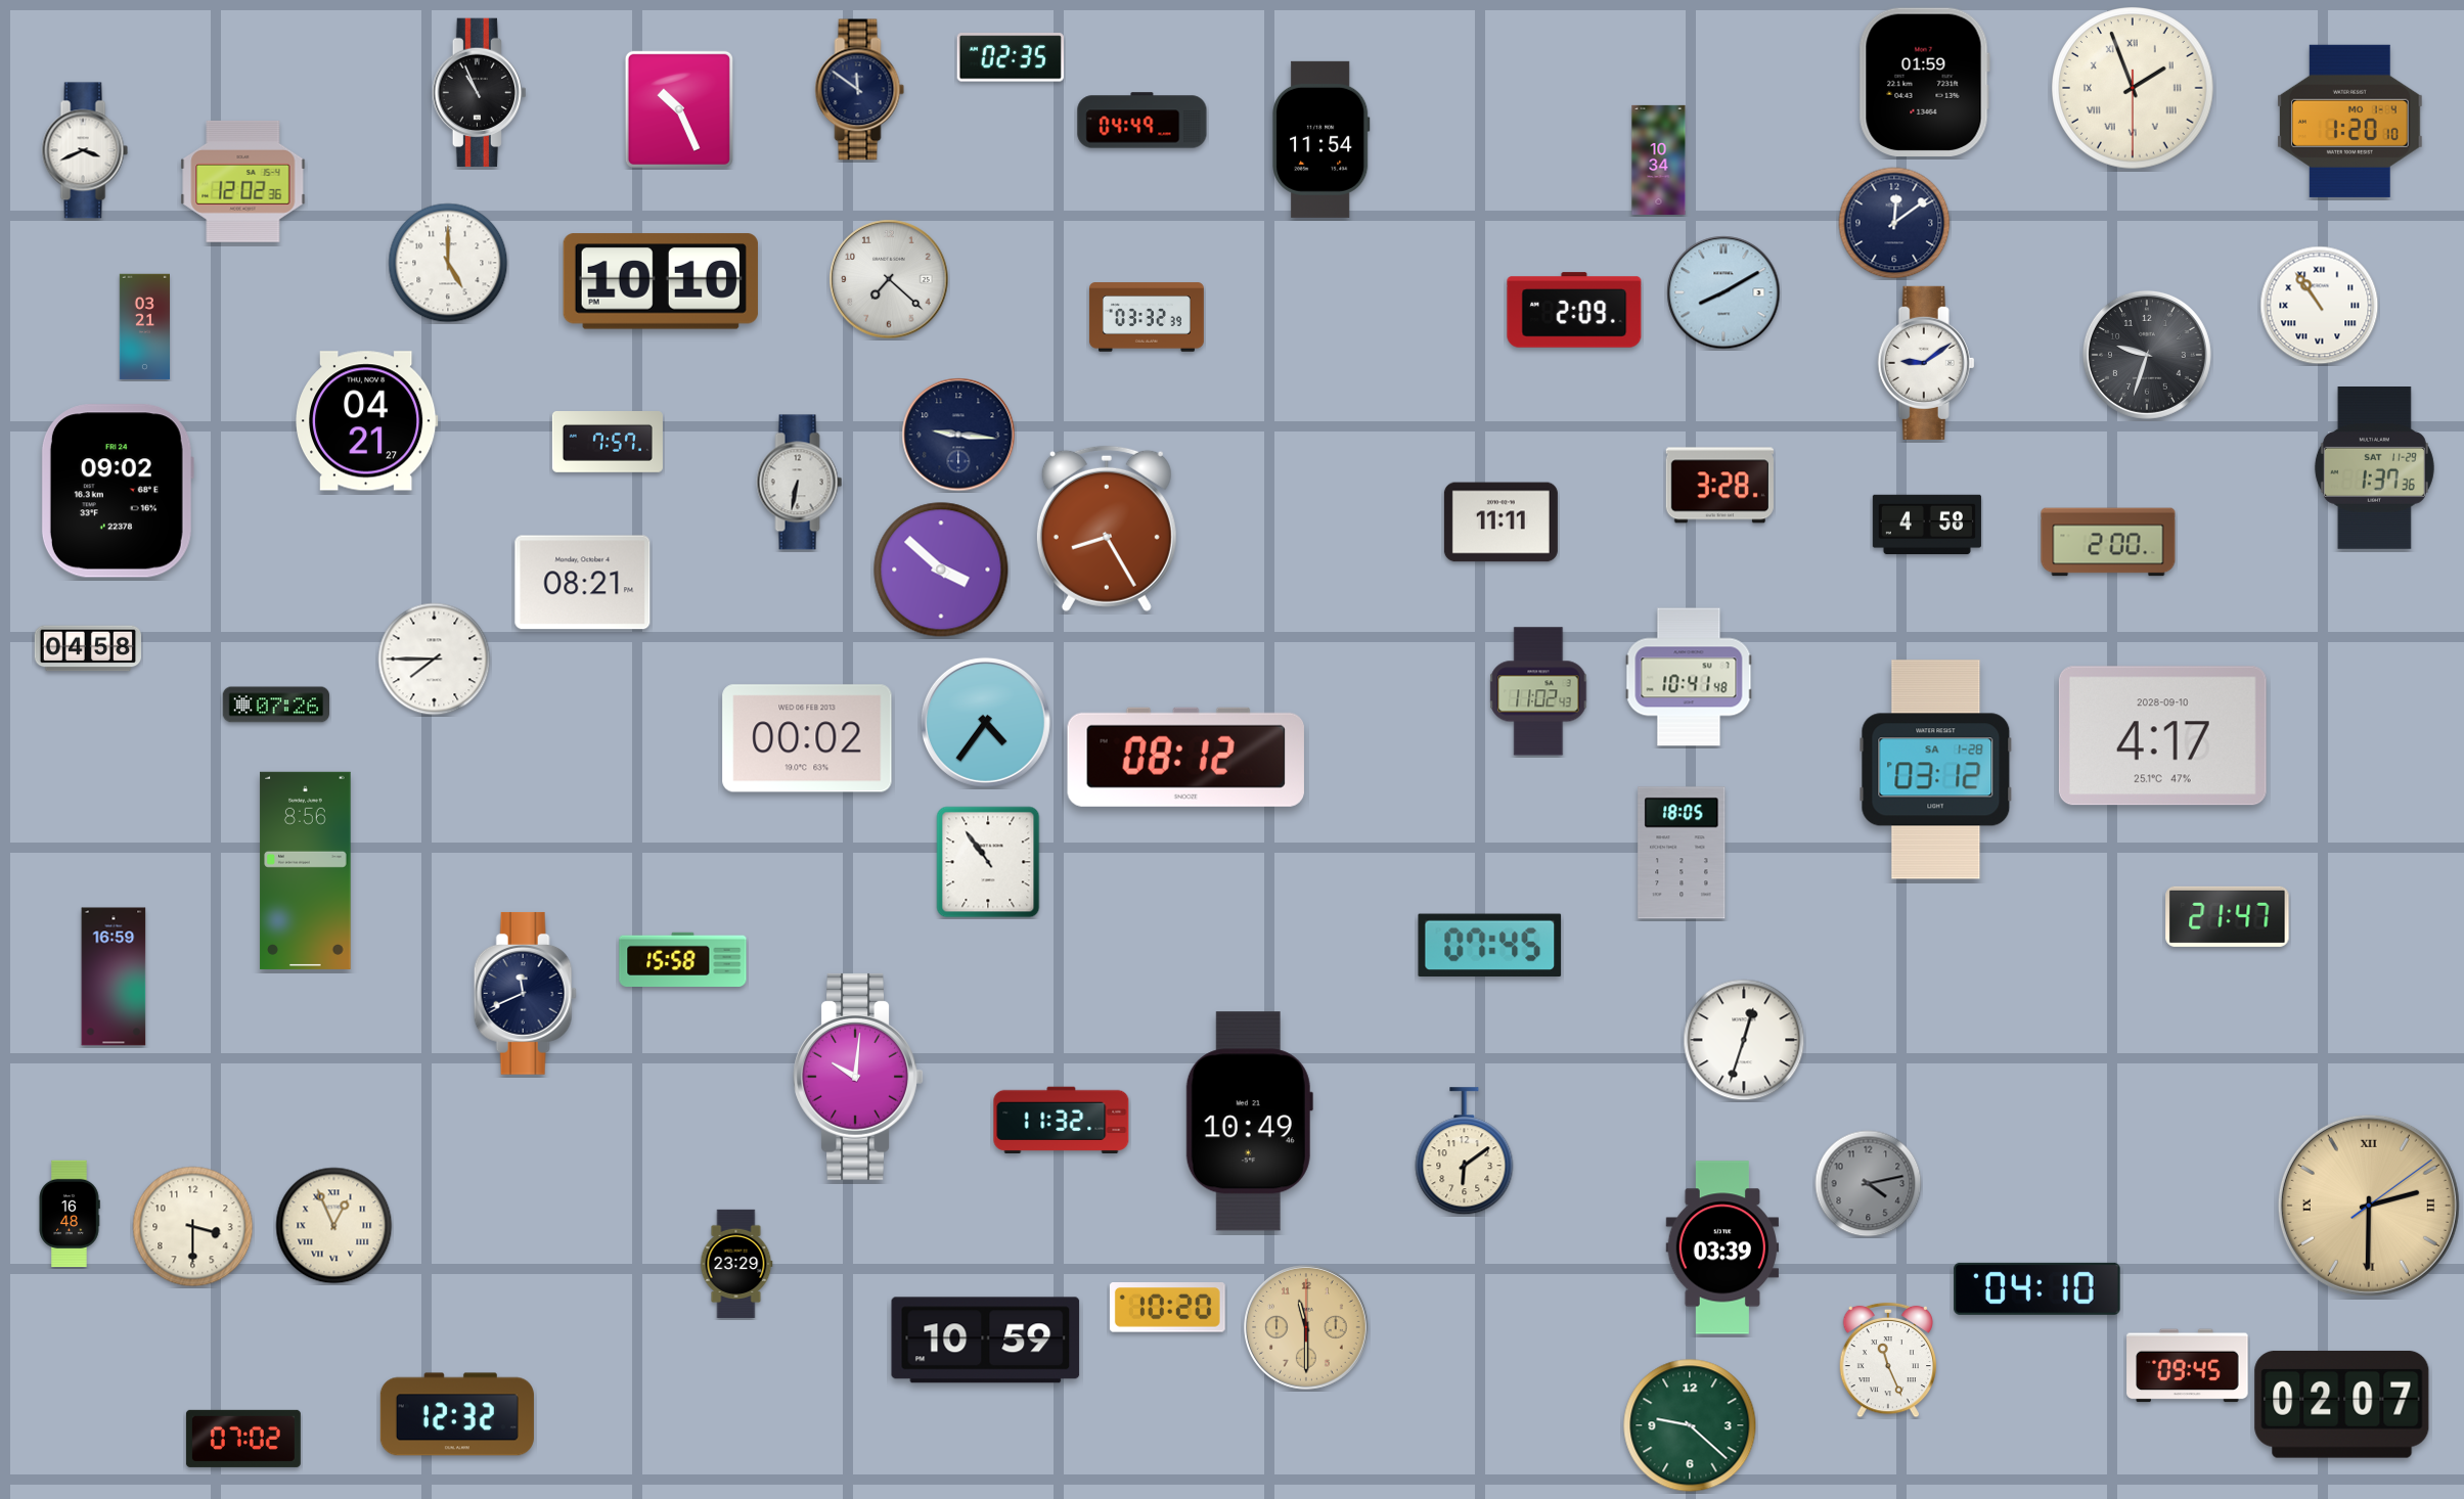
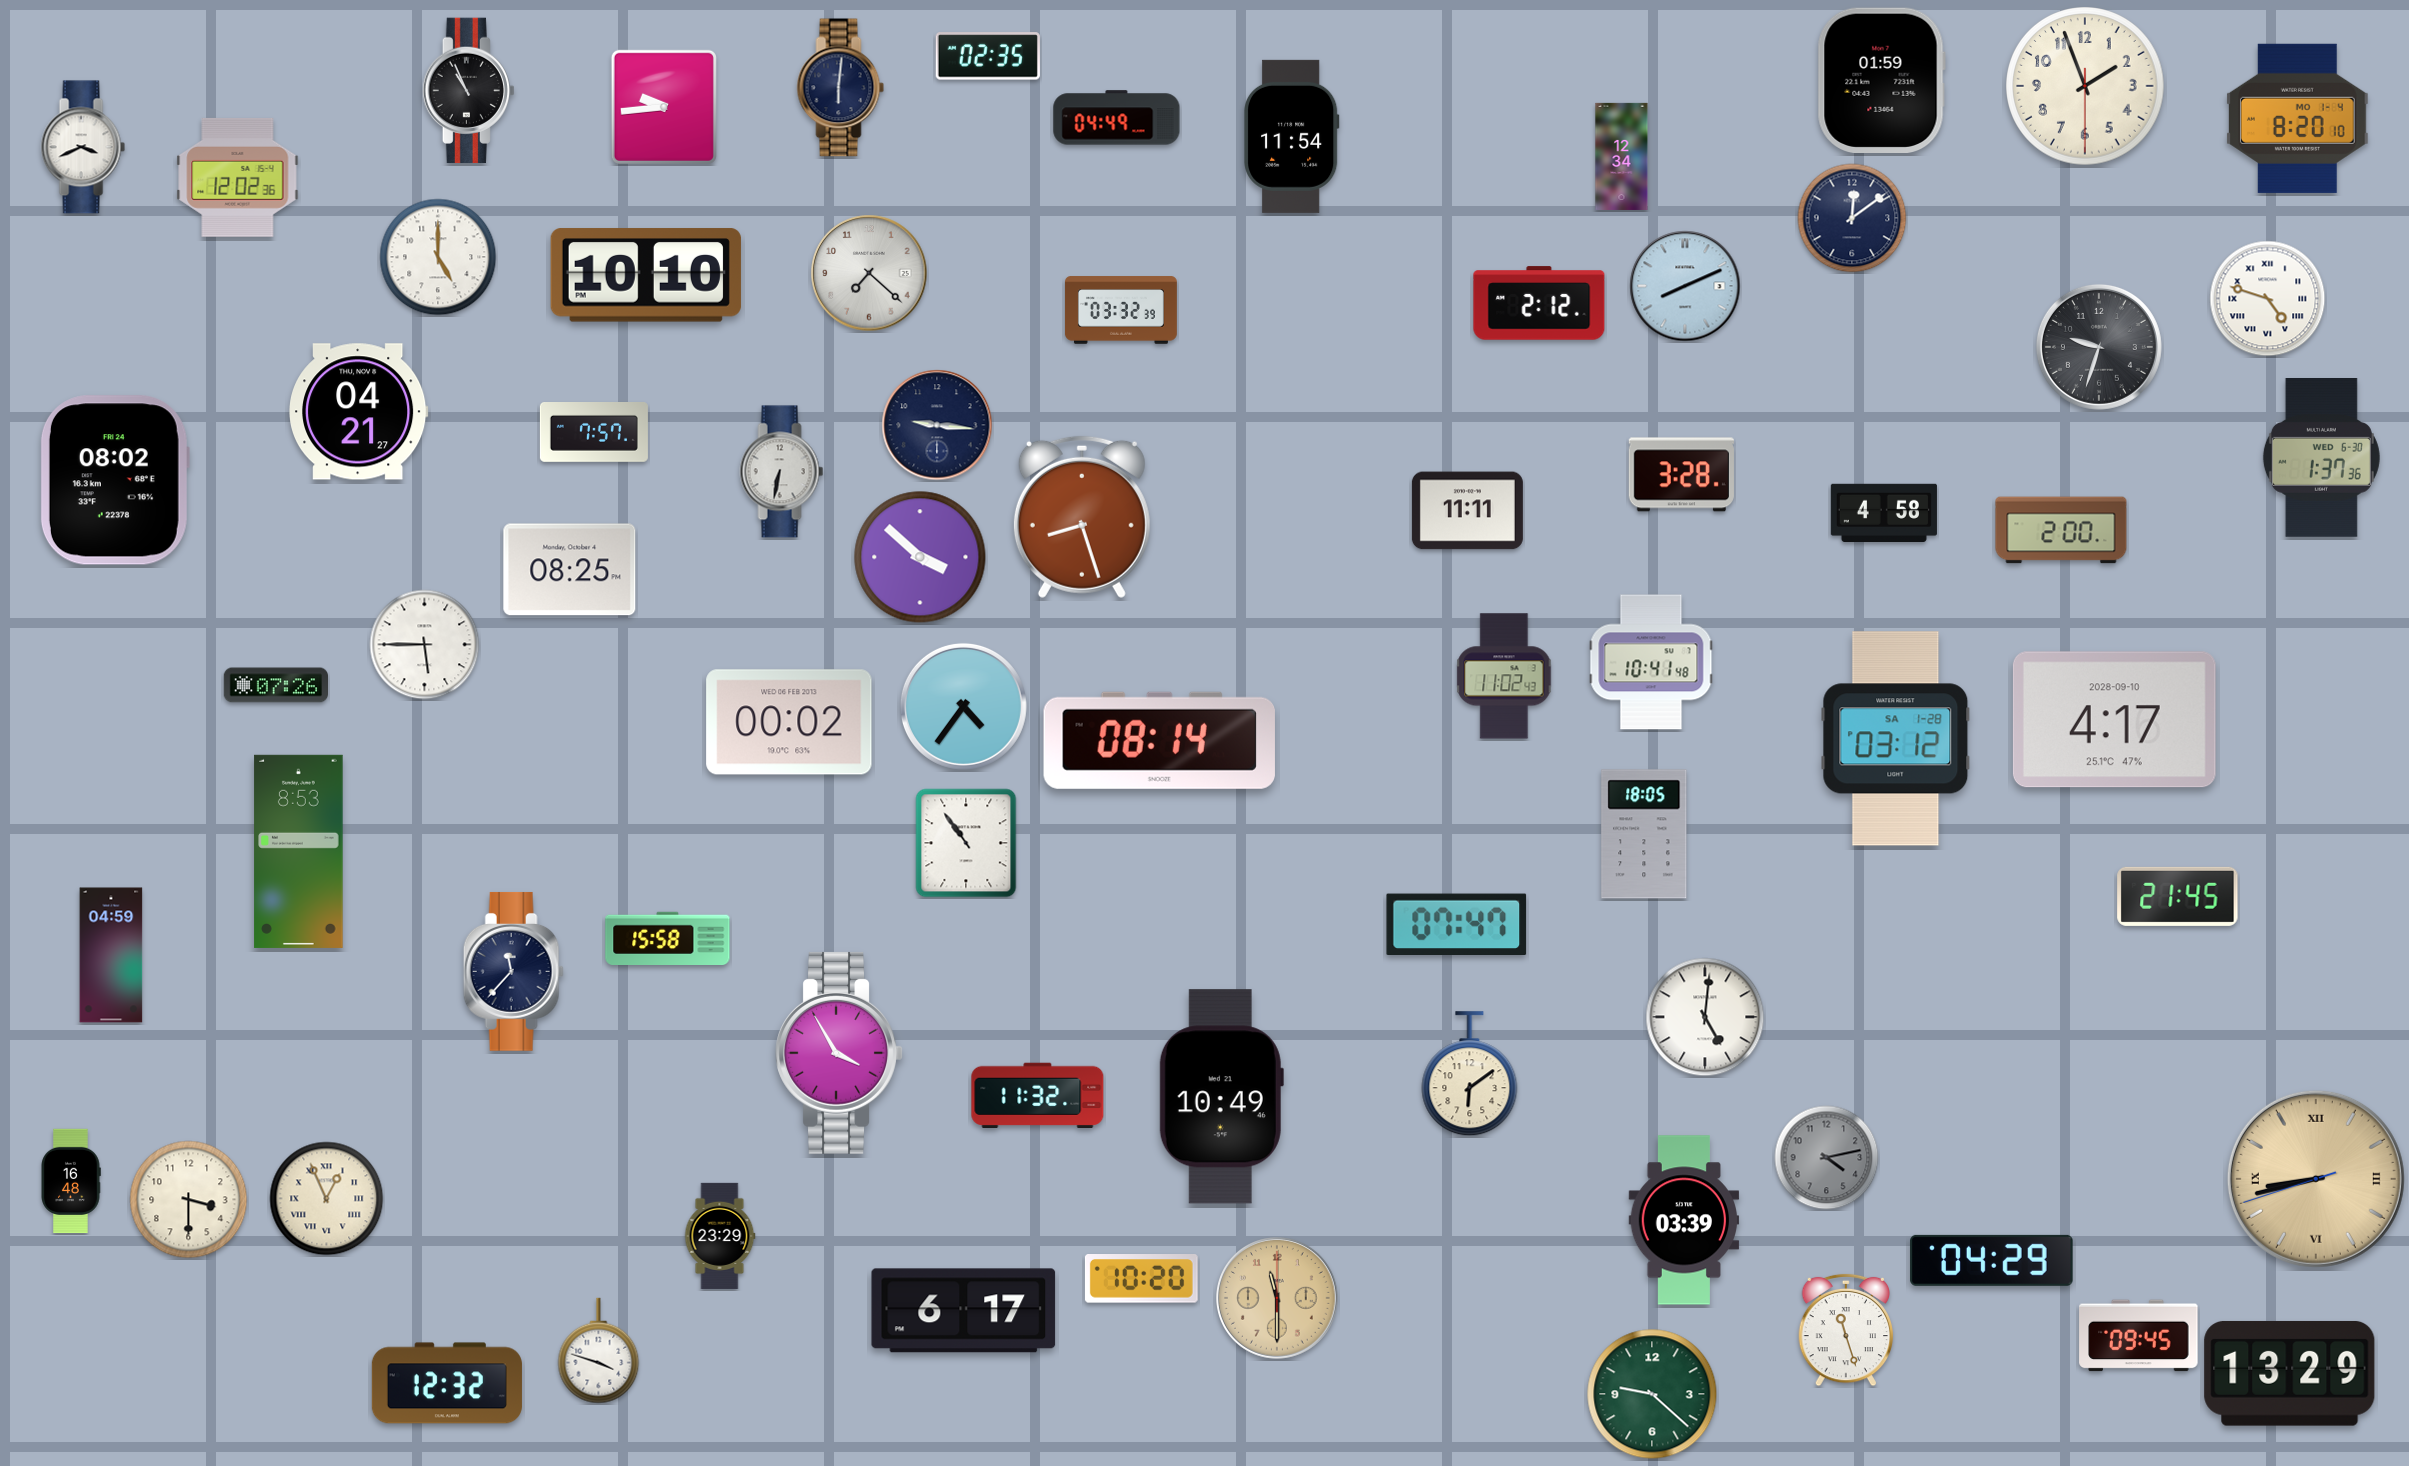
clock at (2133, 88) numerals: Roman -> Arabic
clock at (860, 90): 11:51 -> 6:01
clock at (679, 109): 10:26 -> 9:44
clock at (2349, 121): 1:20 -> 8:20
clock at (1659, 160): 10:34 -> 12:34
clock at (1723, 292): 8:10 -> 8:11
clock at (2320, 306): 10:54 -> 4:48
clock at (1574, 310): 2:09 -> 2:12
clock at (144, 327): 03:21 -> none
clock at (1926, 363): 9:09 -> none
clock at (2374, 468) date: SAT 11-29 -> WED 6-30
clock at (118, 491): 09:02 -> 08:02
clock at (1107, 529): 8:25 -> 8:27
clock at (583, 583): 08:21 -> 08:25
clock at (88, 648): 04:58 -> none
clock at (435, 660): 7:45 -> 5:45
clock at (275, 705) position: (275, 705) -> (275, 685)
clock at (1185, 757): 08:12 -> 08:14
clock at (1936, 770) position: (1936, 770) -> (1896, 739)
clock at (306, 870): 8:56 -> 8:53
clock at (2228, 916): 21:47 -> 21:45
clock at (1490, 946): 07:45 -> 07:47
clock at (114, 976): 16:59 -> 04:59
clock at (525, 994): 11:41 -> 11:37
clock at (1744, 1040): 12:33 -> 5:01
clock at (858, 1077): 10:01 -> 3:55
clock at (1465, 1151) position: (1465, 1151) -> (1470, 1074)
clock at (2369, 1206): 2:30 -> 8:42
clock at (70, 1214) position: (70, 1214) -> (71, 1181)
clock at (2037, 1288): 04:10 -> 04:29
clock at (986, 1341): 10:59 -> 6:17
clock at (1888, 1360): 11:26 -> 11:27
clock at (599, 1351): none -> 3:48
clock at (2342, 1405): 02:07 -> 13:29
clock at (243, 1439): 07:02 -> none
